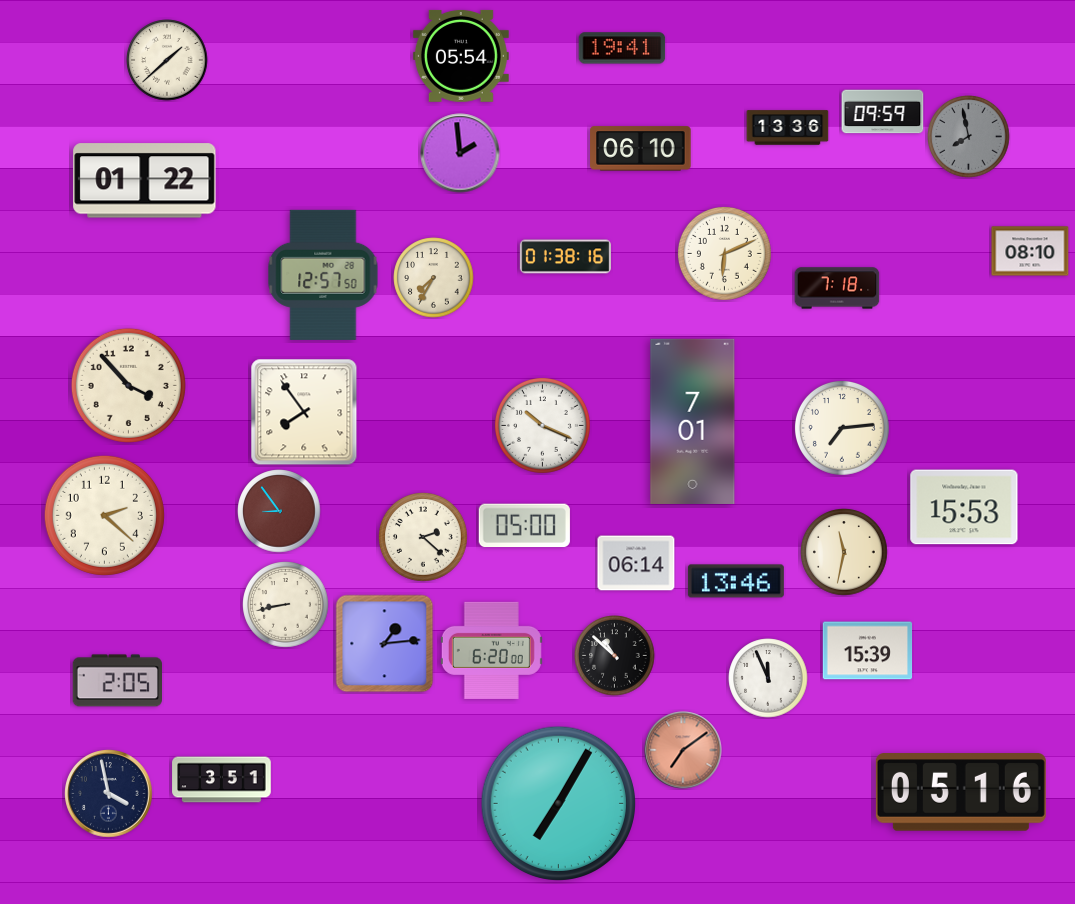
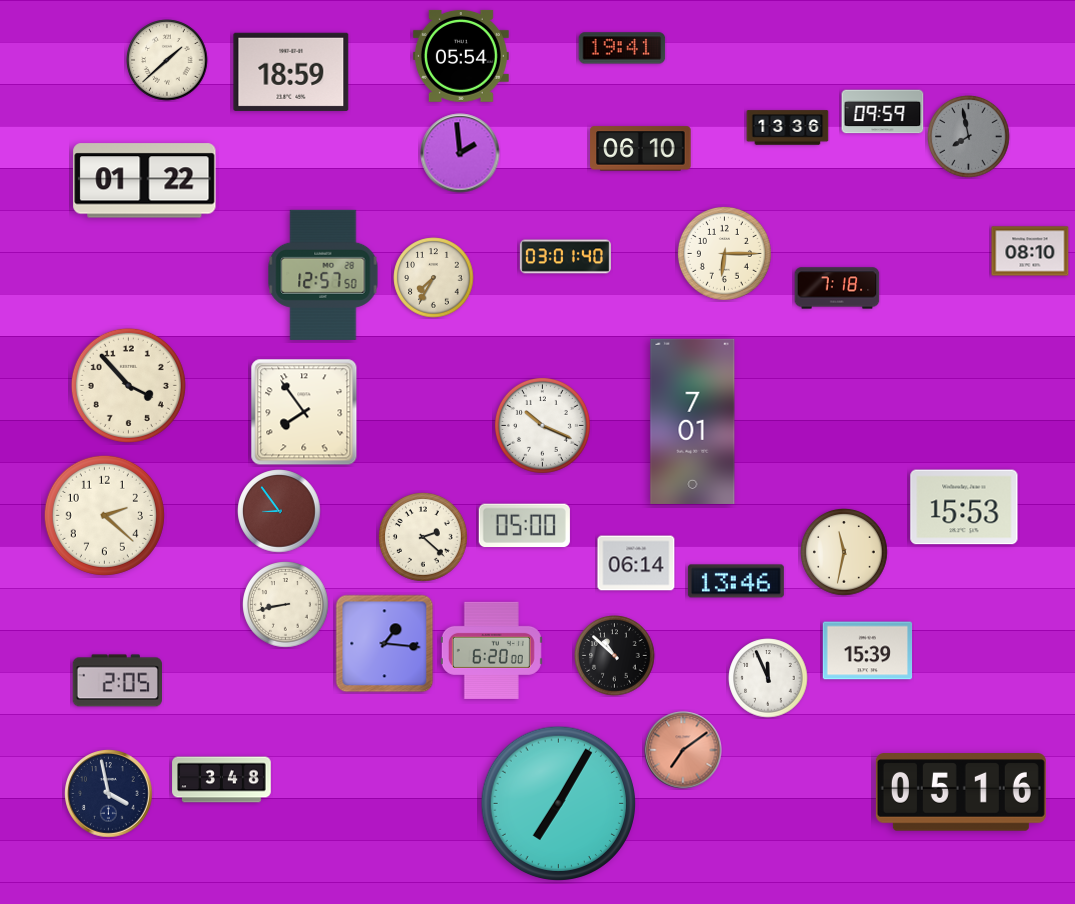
clock at (291, 72): none -> 18:59
clock at (725, 254): 6:11 -> 6:15
clock at (565, 257): 01:38 -> 03:01
clock at (842, 428): 7:14 -> none
clock at (385, 644): 1:14 -> 1:16
clock at (222, 780): 3:51 -> 3:48
